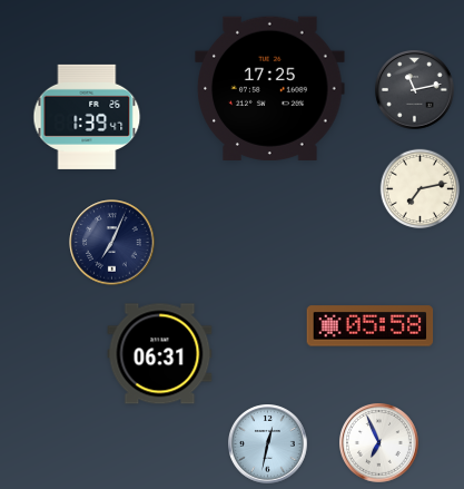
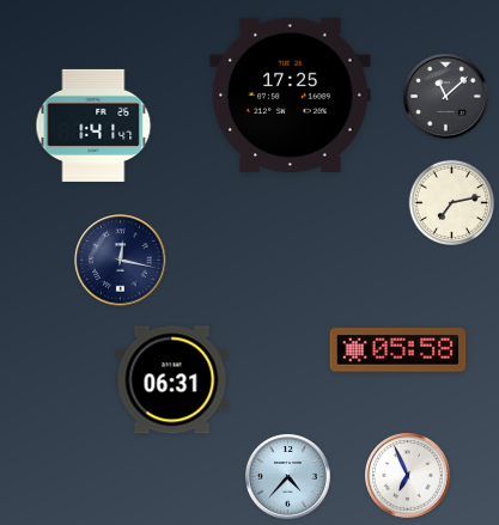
clock at (415, 90): 11:13 -> 11:08
clock at (87, 117): 1:39 -> 1:41
clock at (112, 243): 7:04 -> 12:17
clock at (268, 444): 12:32 -> 4:37
